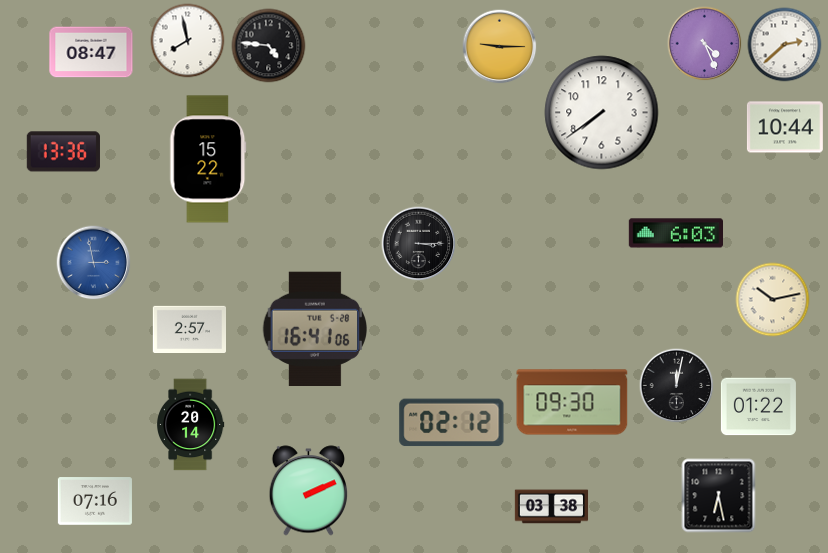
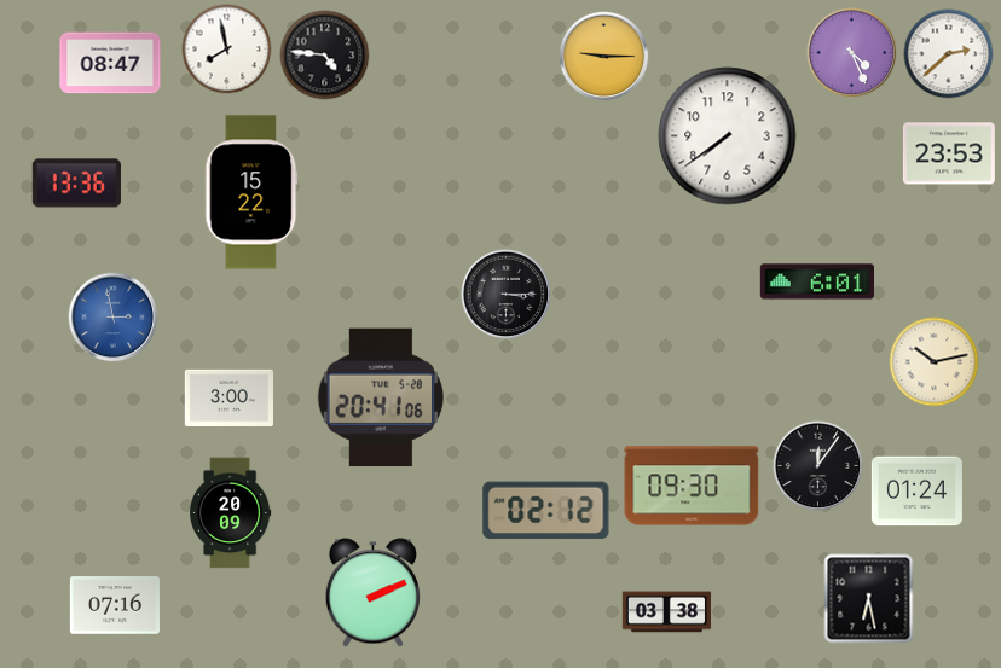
clock at (785, 127): 10:44 -> 23:53
clock at (675, 233): 6:03 -> 6:01
clock at (314, 328): 16:41 -> 20:41
clock at (189, 329): 2:57 -> 3:00
clock at (677, 386): 12:02 -> 12:06
clock at (758, 407): 01:22 -> 01:24
clock at (191, 425): 20:14 -> 20:09
